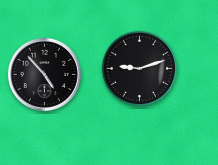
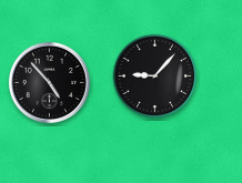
clock at (140, 69): 9:12 -> 9:07
